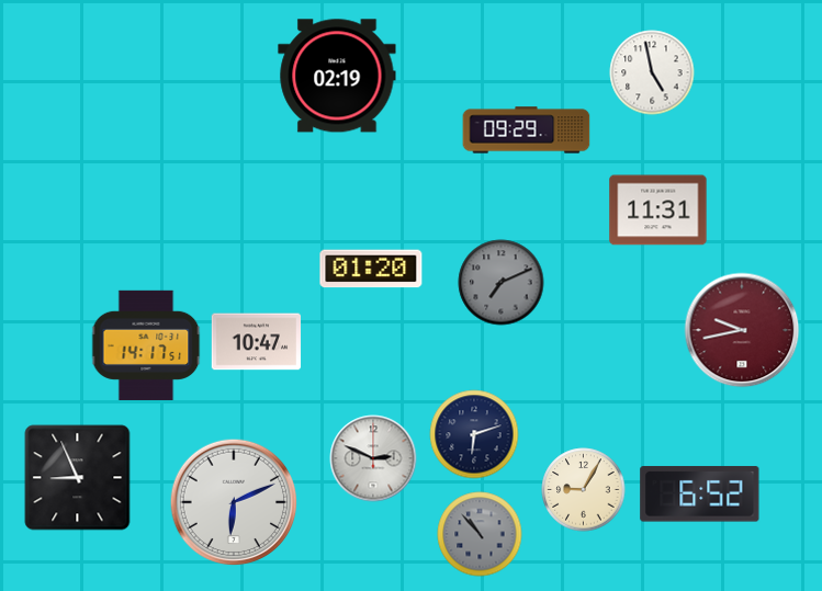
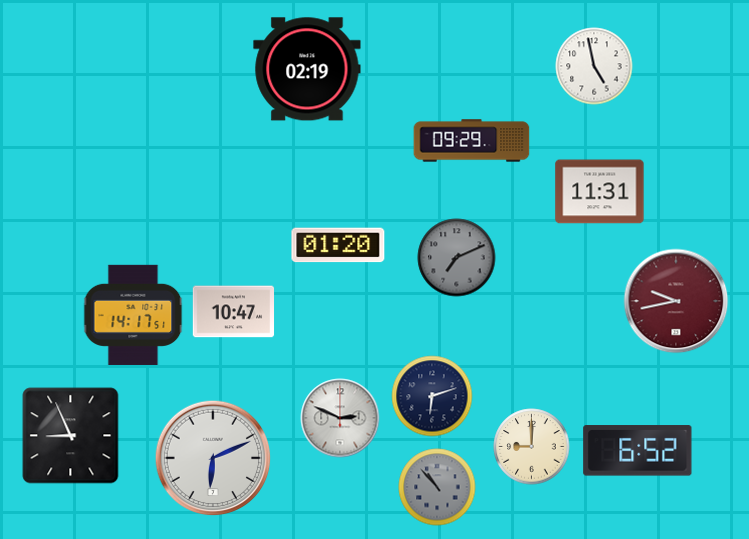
clock at (527, 130) position: (527, 130) -> (472, 141)
clock at (584, 490): 9:05 -> 9:00
